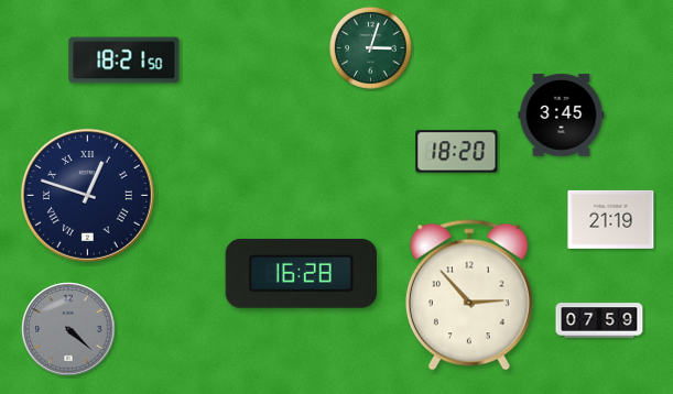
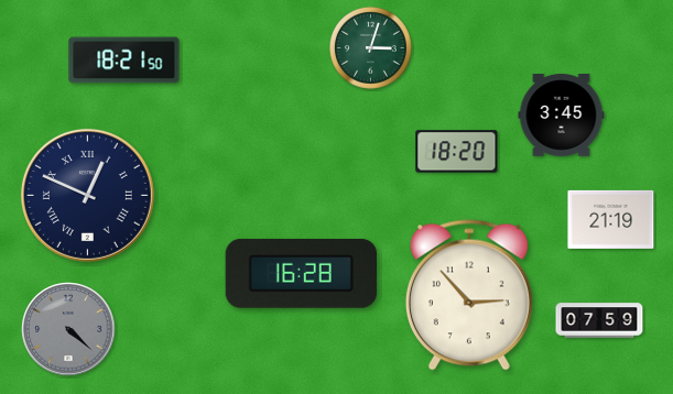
clock at (87, 195): 12:48 -> 12:49
